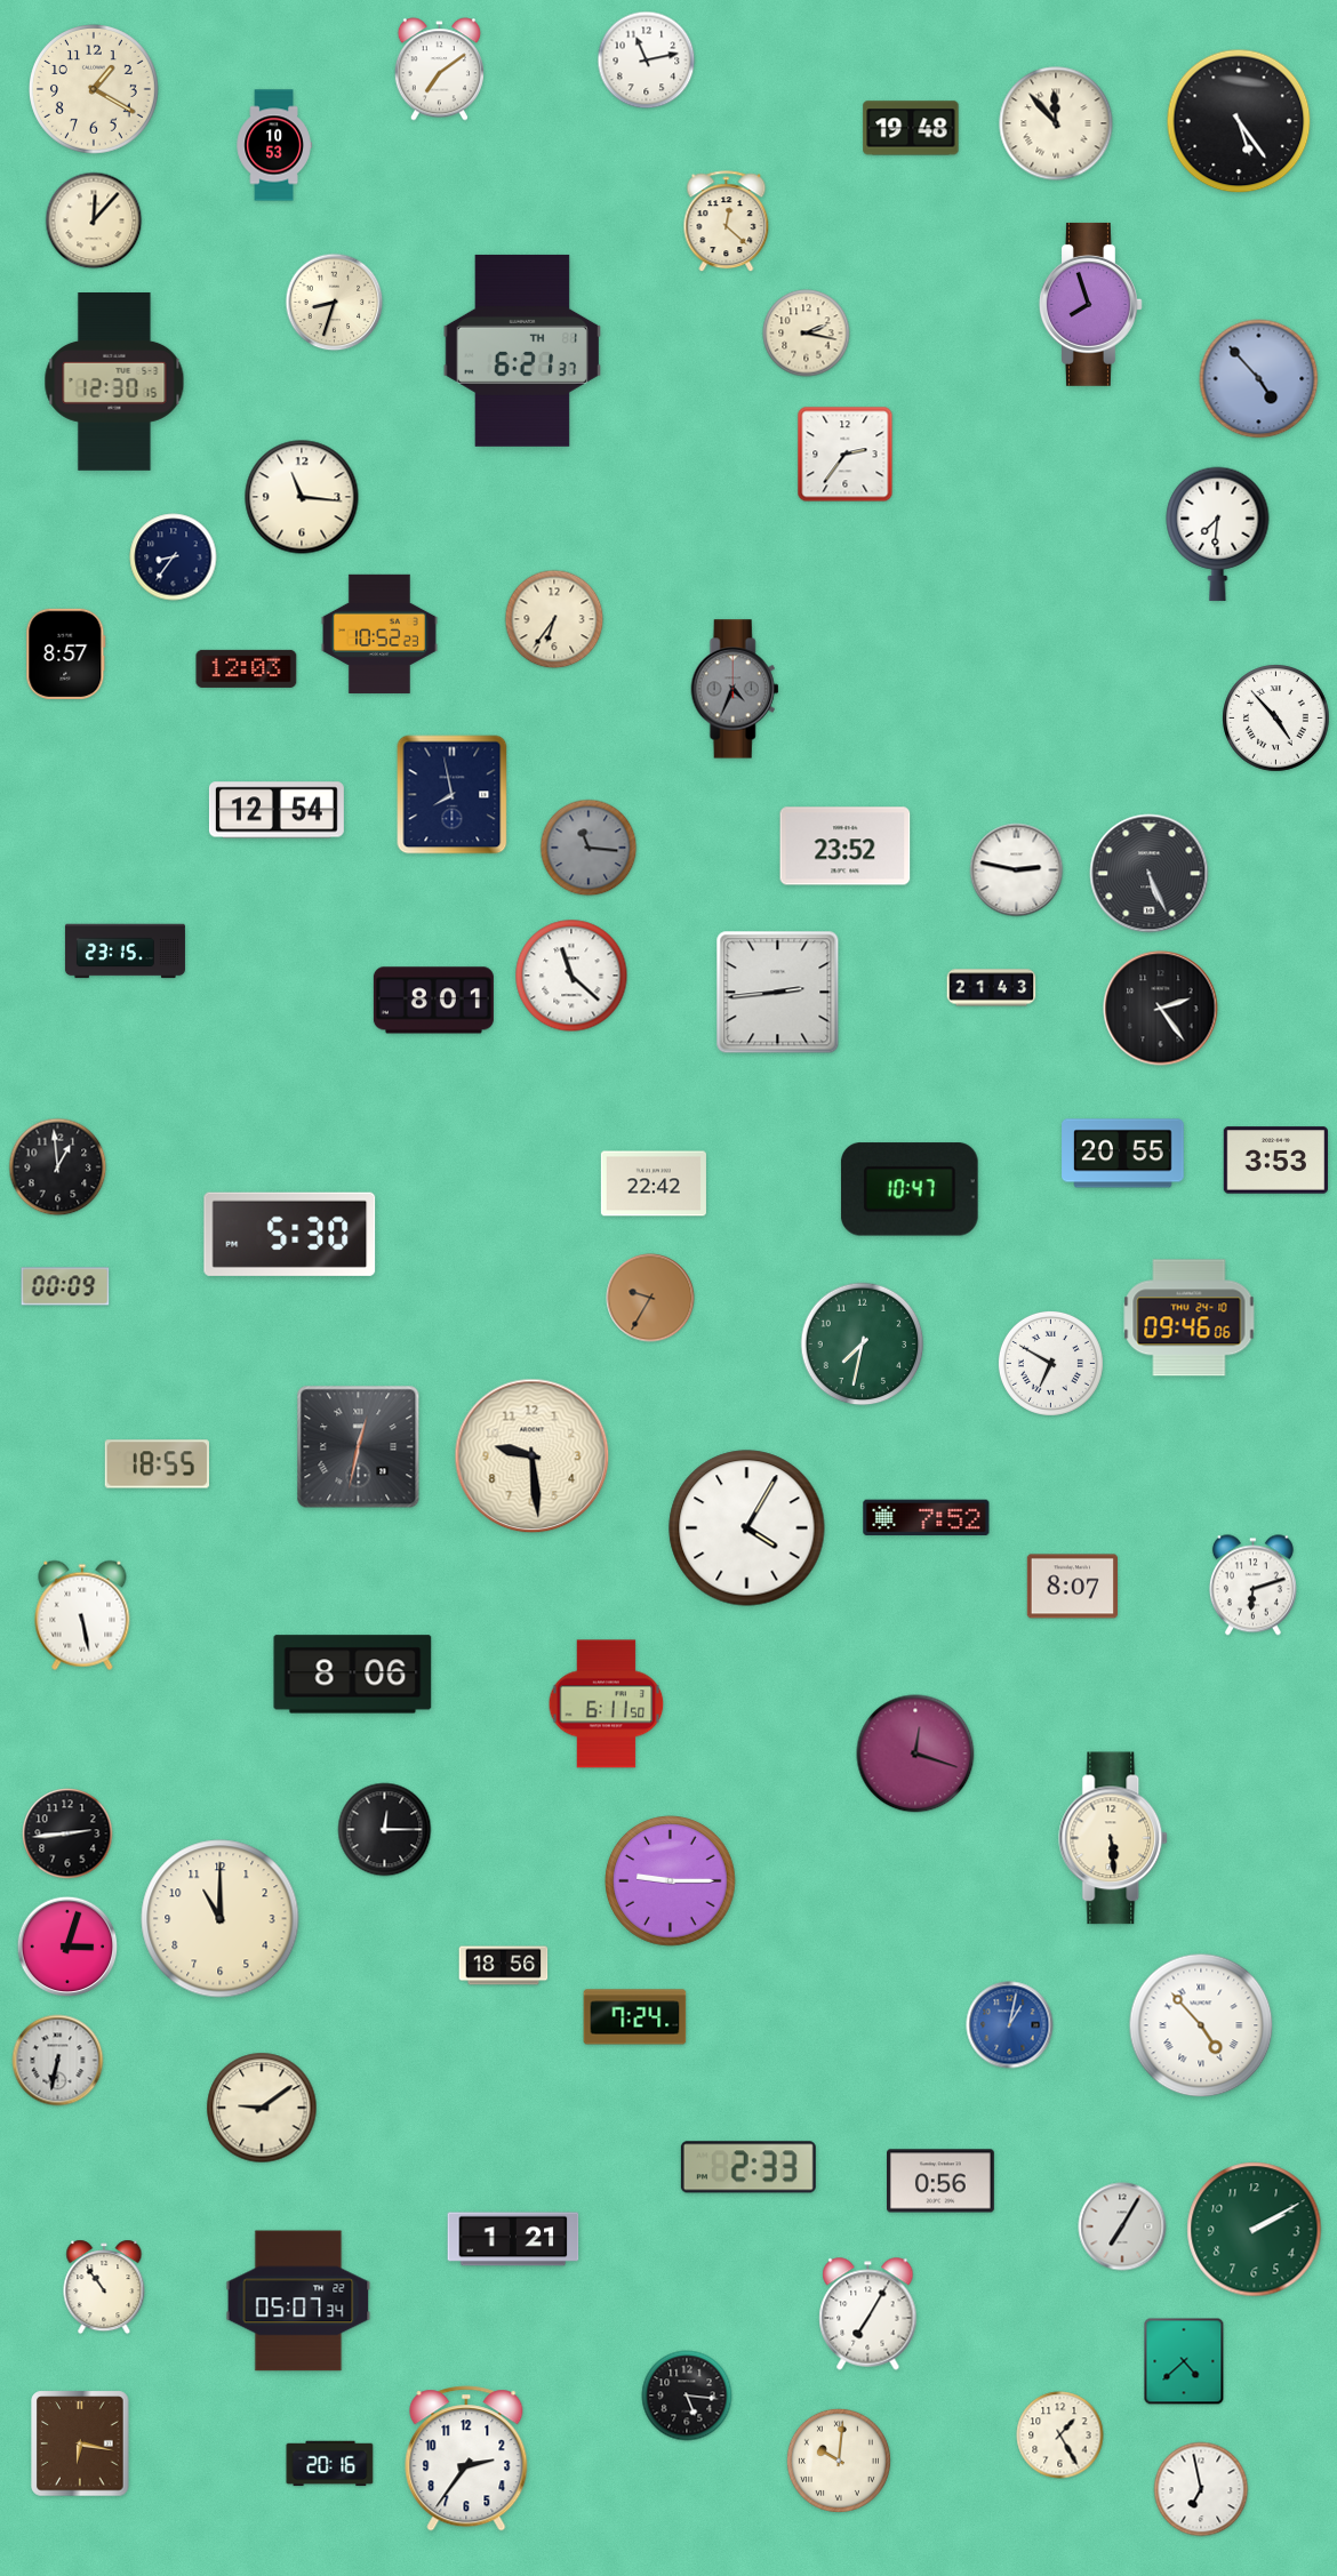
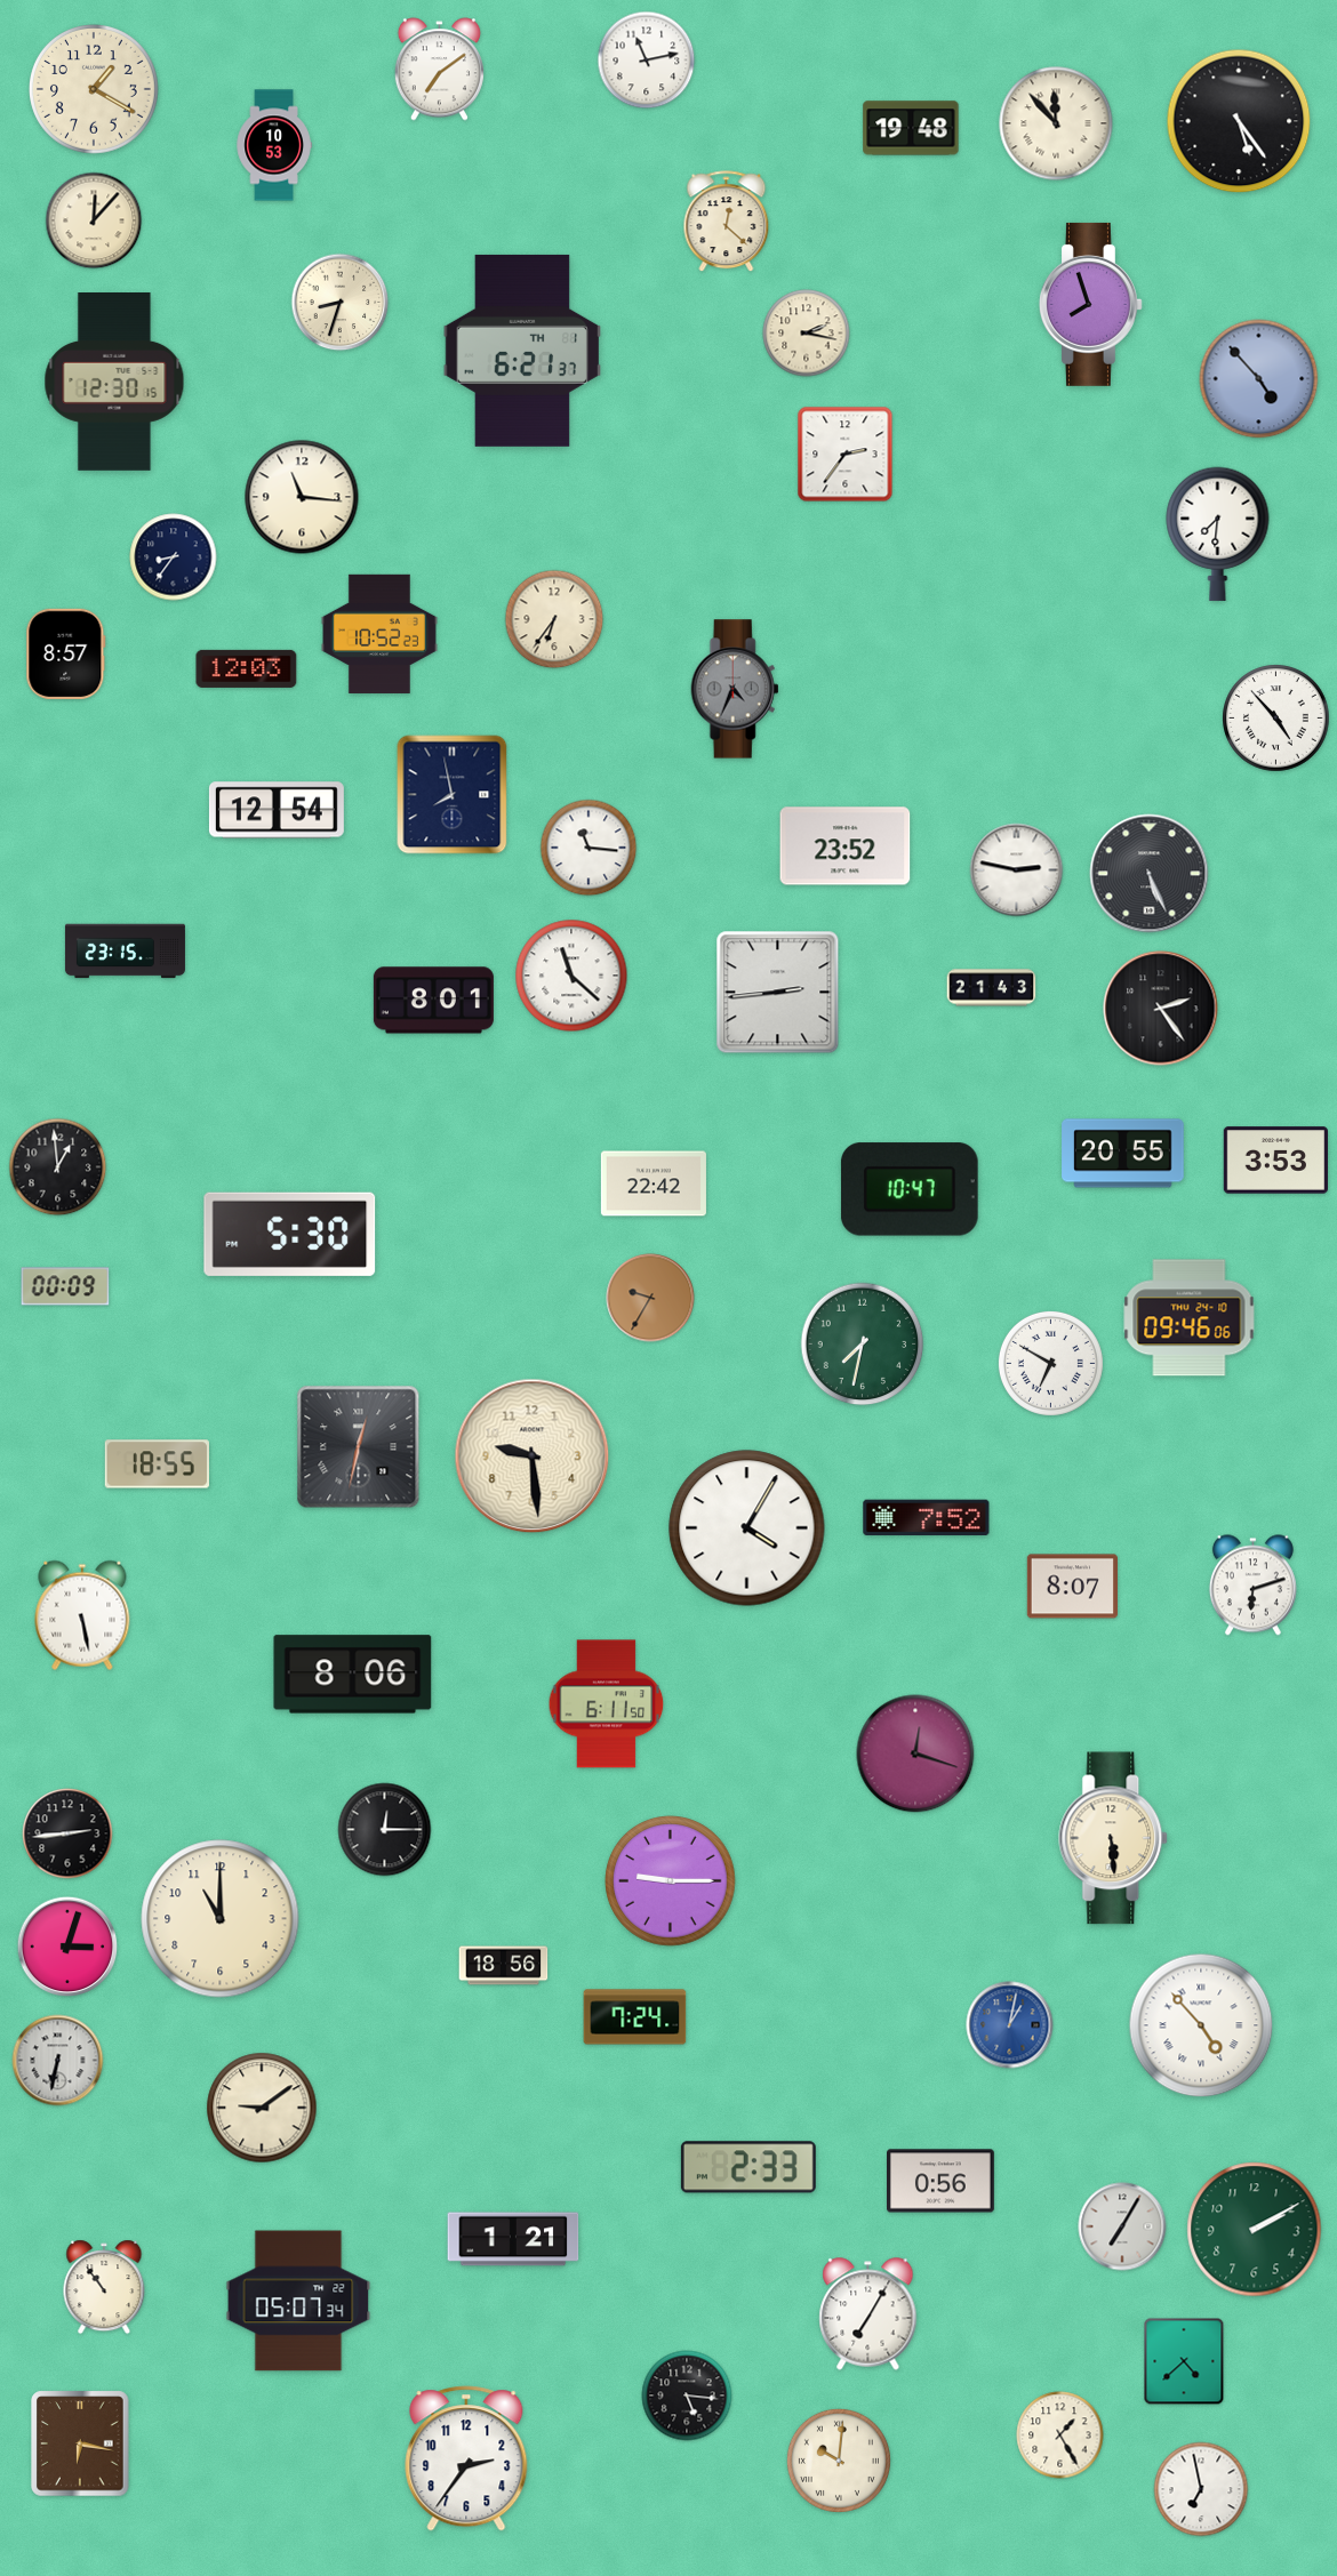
clock at (335, 303) position: (335, 303) -> (341, 303)
clock at (589, 848) dial: grey -> white
clock at (330, 2464): 20:16 -> none
